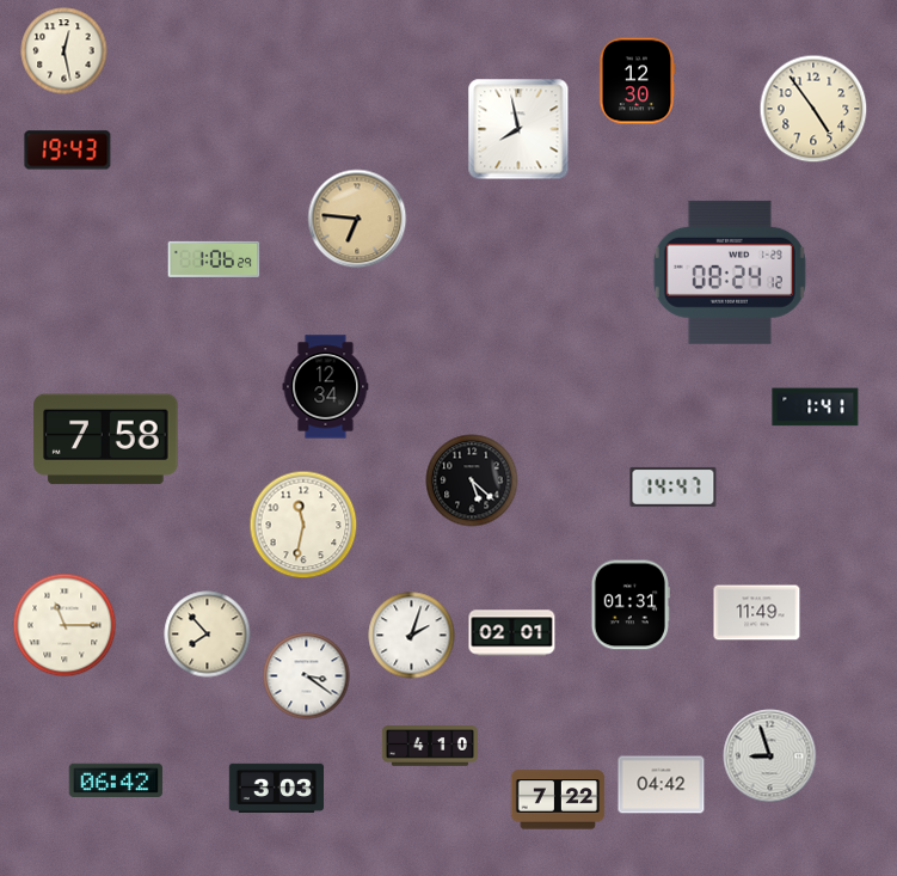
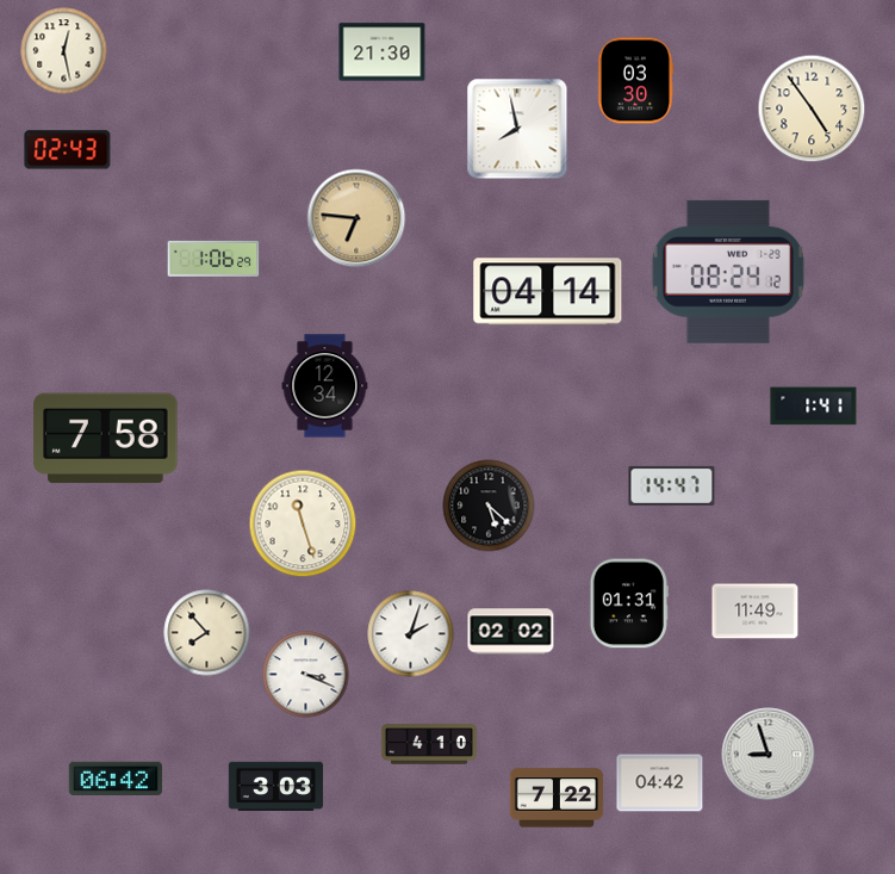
clock at (383, 52): none -> 21:30
clock at (637, 81): 12:30 -> 03:30
clock at (68, 151): 19:43 -> 02:43
clock at (548, 292): none -> 04:14
clock at (472, 480) position: (472, 480) -> (489, 506)
clock at (303, 525): 11:32 -> 11:27
clock at (64, 625): 11:15 -> none
clock at (512, 633): 02:01 -> 02:02
clock at (307, 676): 3:21 -> 3:19
